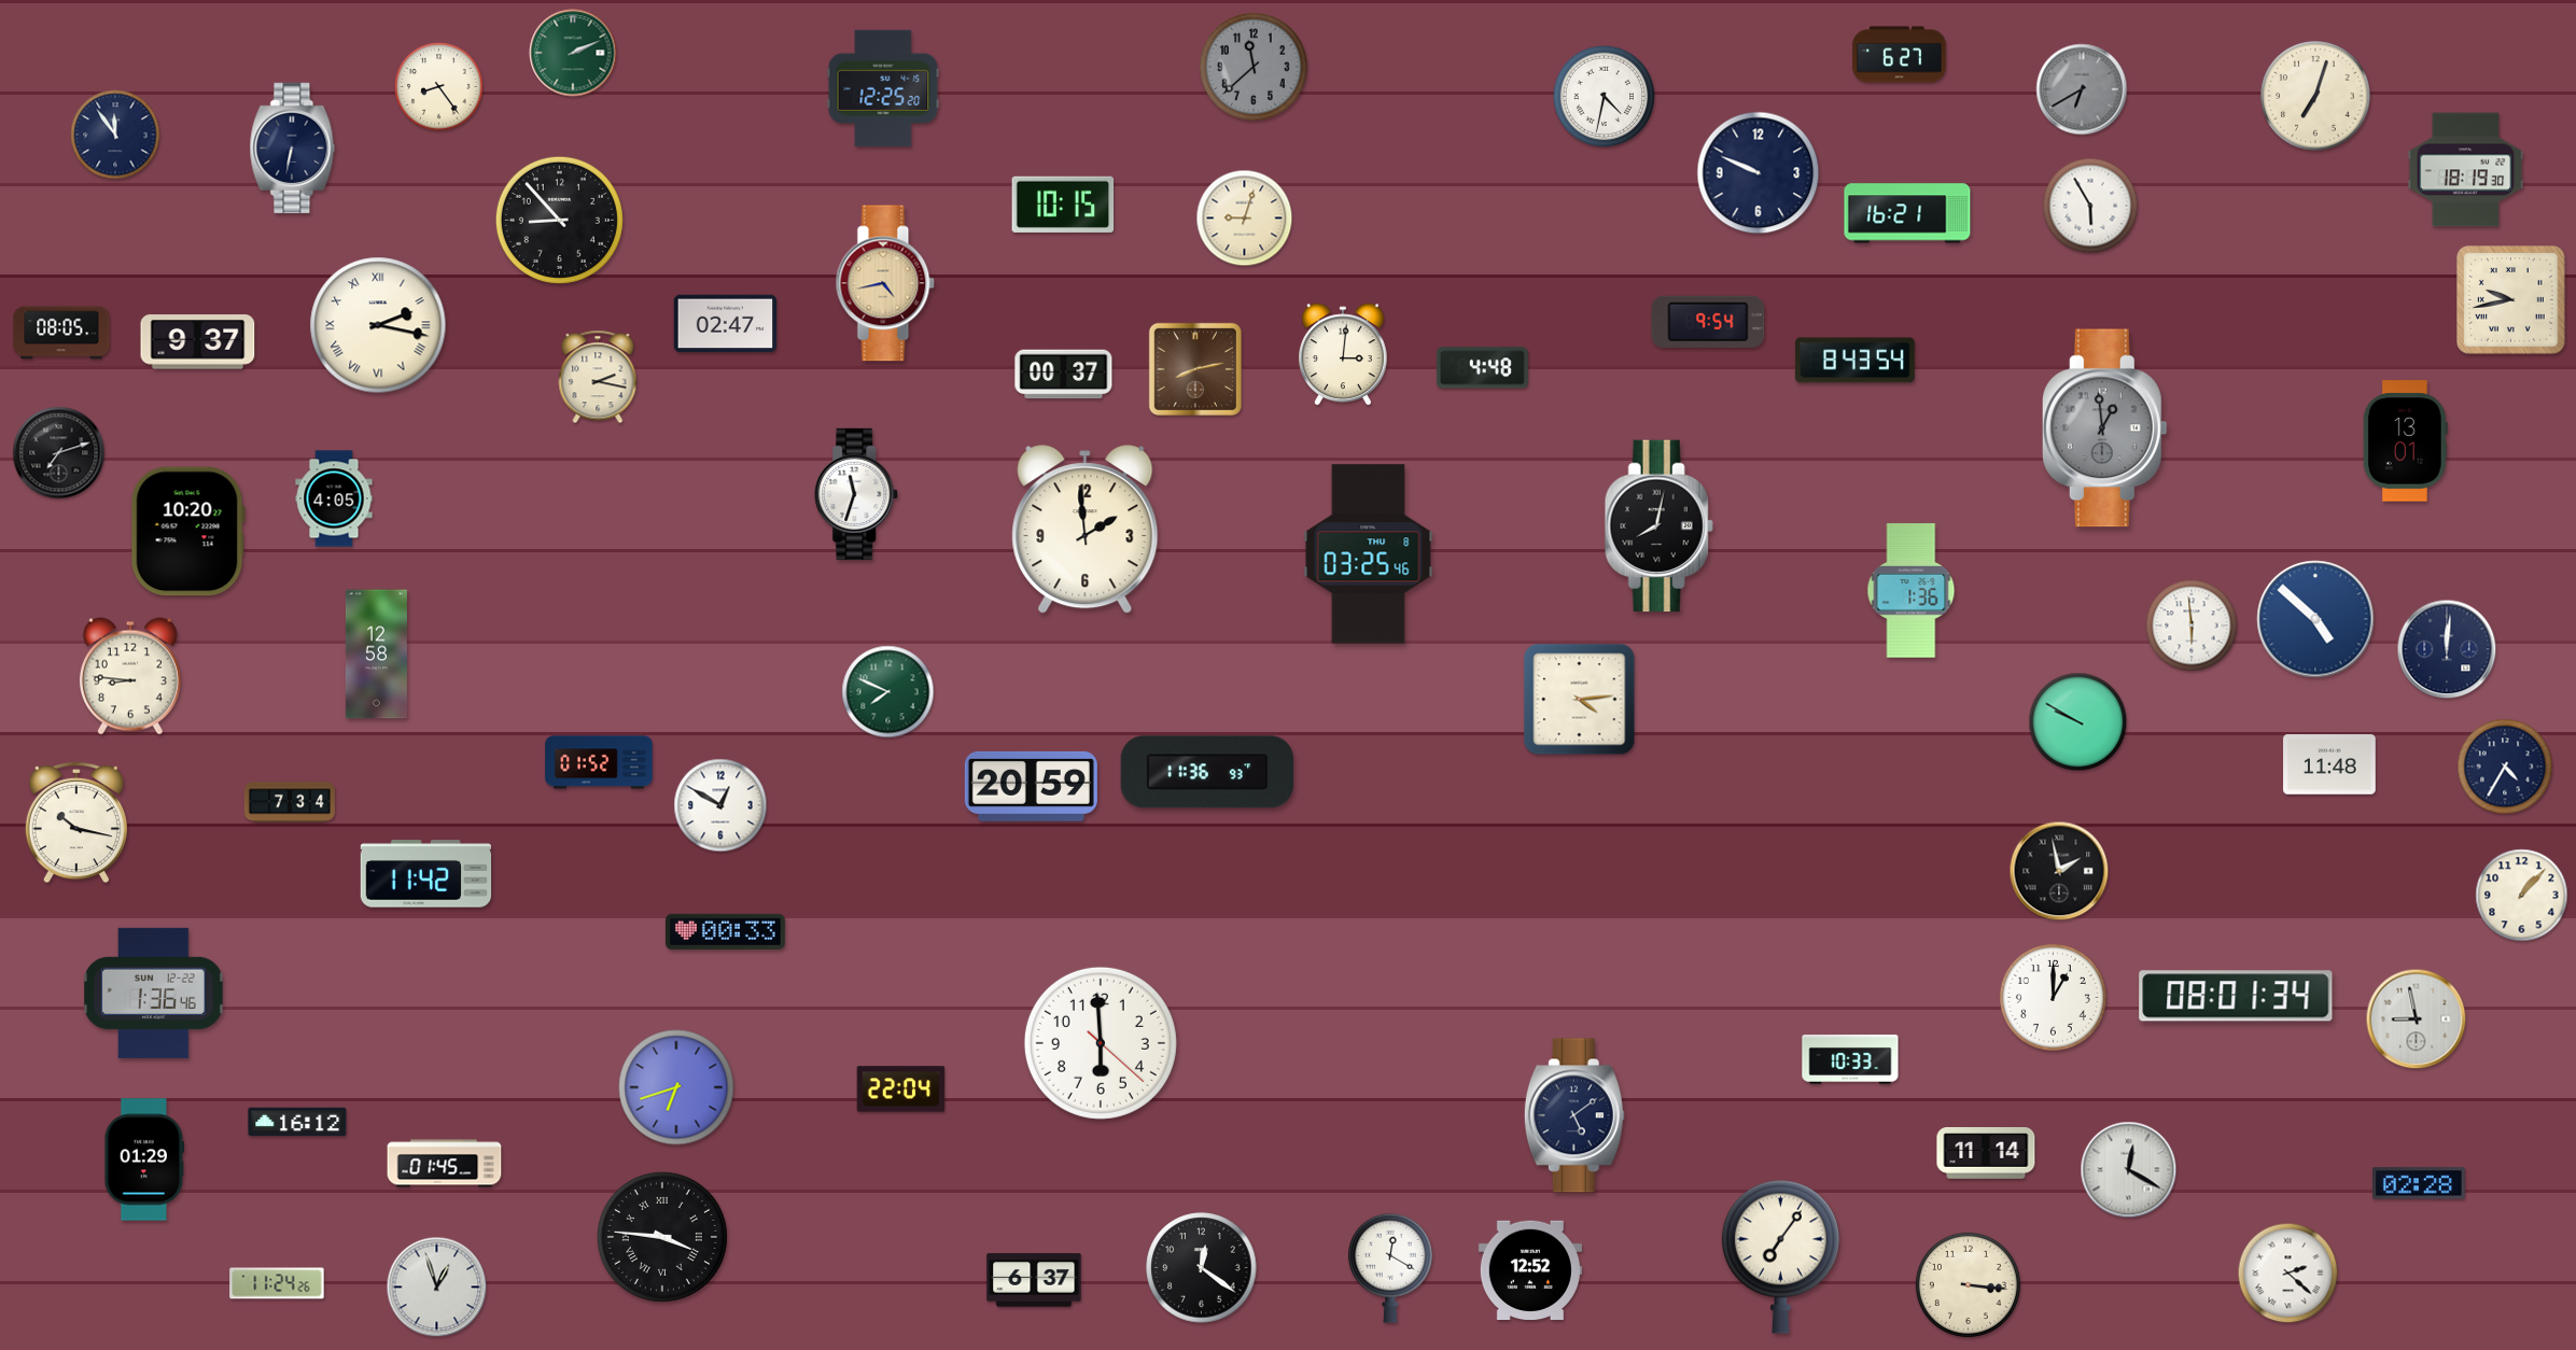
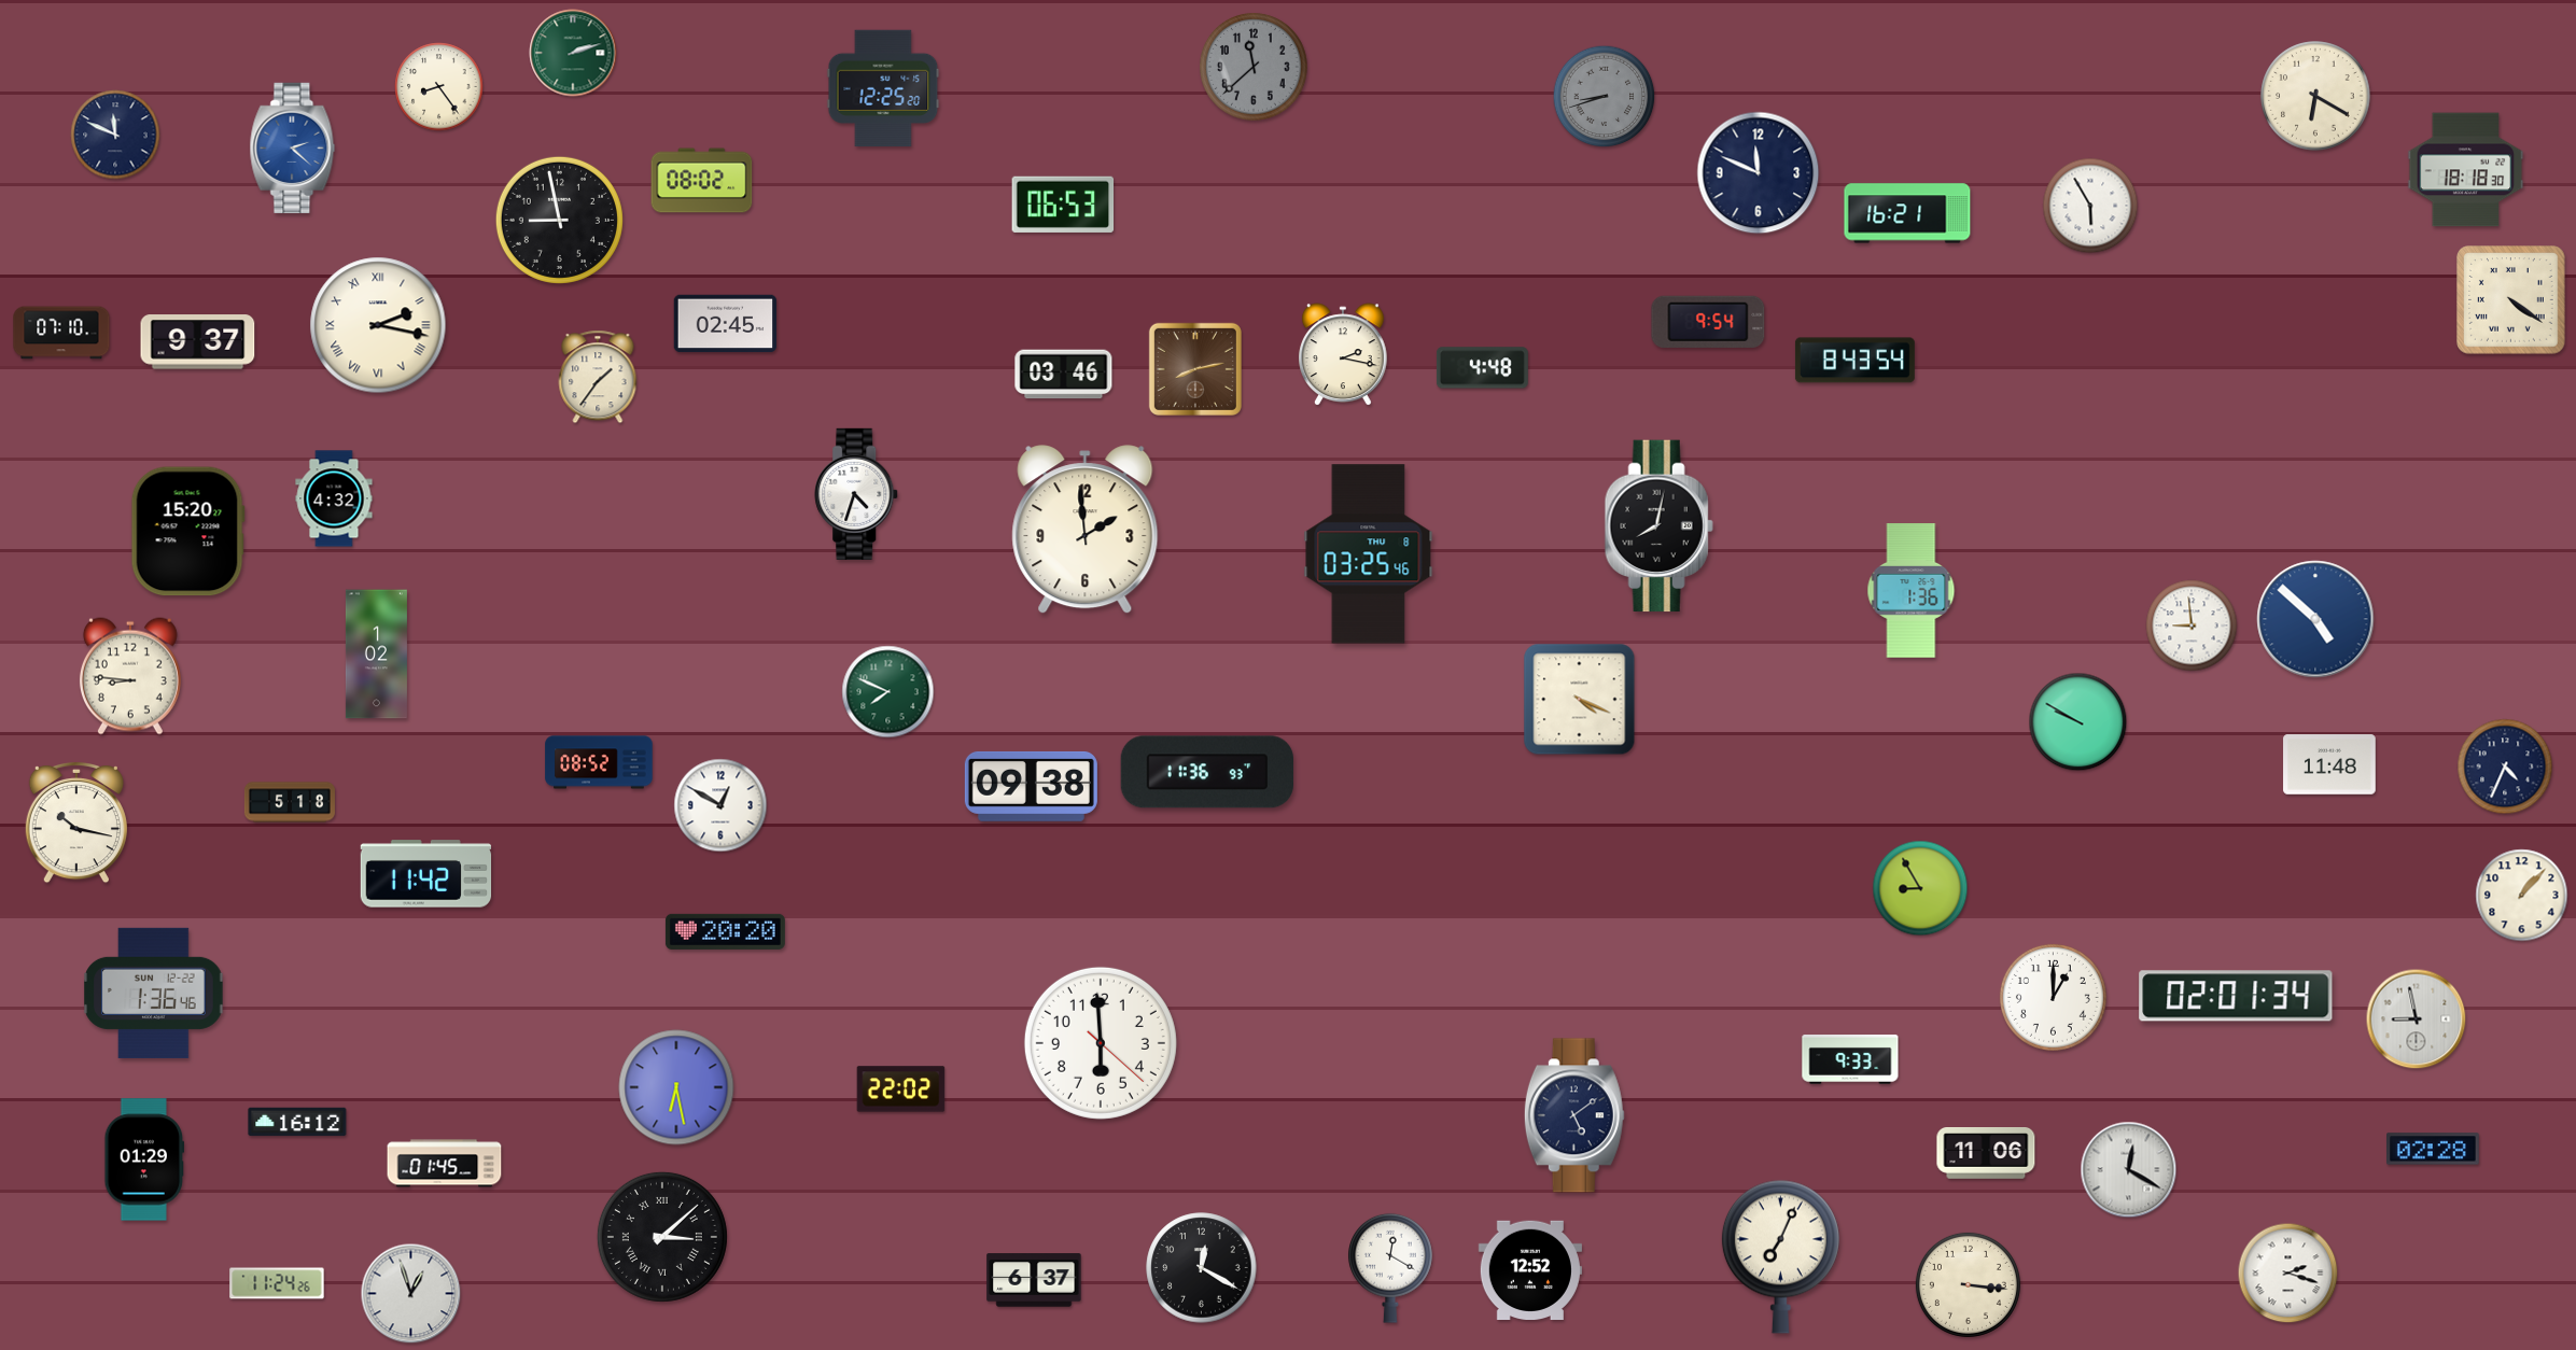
clock at (573, 53): 2:11 -> 2:12
clock at (1900, 55): 6:27 -> none
clock at (2082, 89): 6:40 -> none
clock at (2315, 96): 7:03 -> 6:20
clock at (1605, 97): 4:32 -> 8:42
clock at (1605, 97) dial: white -> grey
clock at (115, 135): 11:54 -> 11:49
clock at (293, 149): 6:32 -> 2:22
clock at (293, 149) dial: navy -> blue
clock at (2466, 170): 18:19 -> 18:18
clock at (1759, 173): 9:49 -> 11:49
clock at (702, 181): none -> 08:02
clock at (1063, 205): 10:15 -> 06:53
clock at (1245, 219): 9:03 -> none
clock at (559, 220): 8:53 -> 8:58
clock at (885, 283): 4:43 -> none
clock at (2511, 300): 9:43 -> 4:21
clock at (726, 324): 02:47 -> 02:45
clock at (61, 333): 08:05 -> 07:10
clock at (1344, 354): 3:01 -> 2:17
clock at (1064, 375): 00:37 -> 03:46
clock at (598, 377): 2:17 -> 1:36
clock at (2104, 428): 12:59 -> none
clock at (2405, 441): 13:01 -> none
clock at (59, 453): 7:12 -> none
clock at (857, 494): 11:33 -> 4:33
clock at (334, 498): 4:05 -> 4:32
clock at (187, 532): 10:20 -> 15:20
clock at (2192, 625): 5:59 -> 8:59
clock at (2447, 649): 12:01 -> none
clock at (376, 655): 12:58 -> 1:02
clock at (1580, 700): 4:14 -> 4:19
clock at (599, 762): 01:52 -> 08:52
clock at (2505, 767): 4:35 -> 4:34
clock at (1031, 786): 20:59 -> 09:38
clock at (290, 802): 7:34 -> 5:18
clock at (2059, 871): 1:58 -> none
clock at (1920, 888): none -> 8:55
clock at (725, 931): 00:33 -> 20:20
clock at (2236, 996): 08:01 -> 02:01
clock at (1850, 1060): 10:33 -> 9:33
clock at (676, 1087): 6:42 -> 6:28
clock at (901, 1089): 22:04 -> 22:02
clock at (1986, 1154): 11:14 -> 11:06
clock at (2420, 1183) position: (2420, 1183) -> (2434, 1149)
clock at (662, 1237): 3:46 -> 3:08
clock at (1780, 1256): 7:06 -> 7:04
clock at (1202, 1268): 12:21 -> 12:20
clock at (2288, 1274): 2:22 -> 2:18
clock at (437, 1288) position: (437, 1288) -> (411, 1294)
